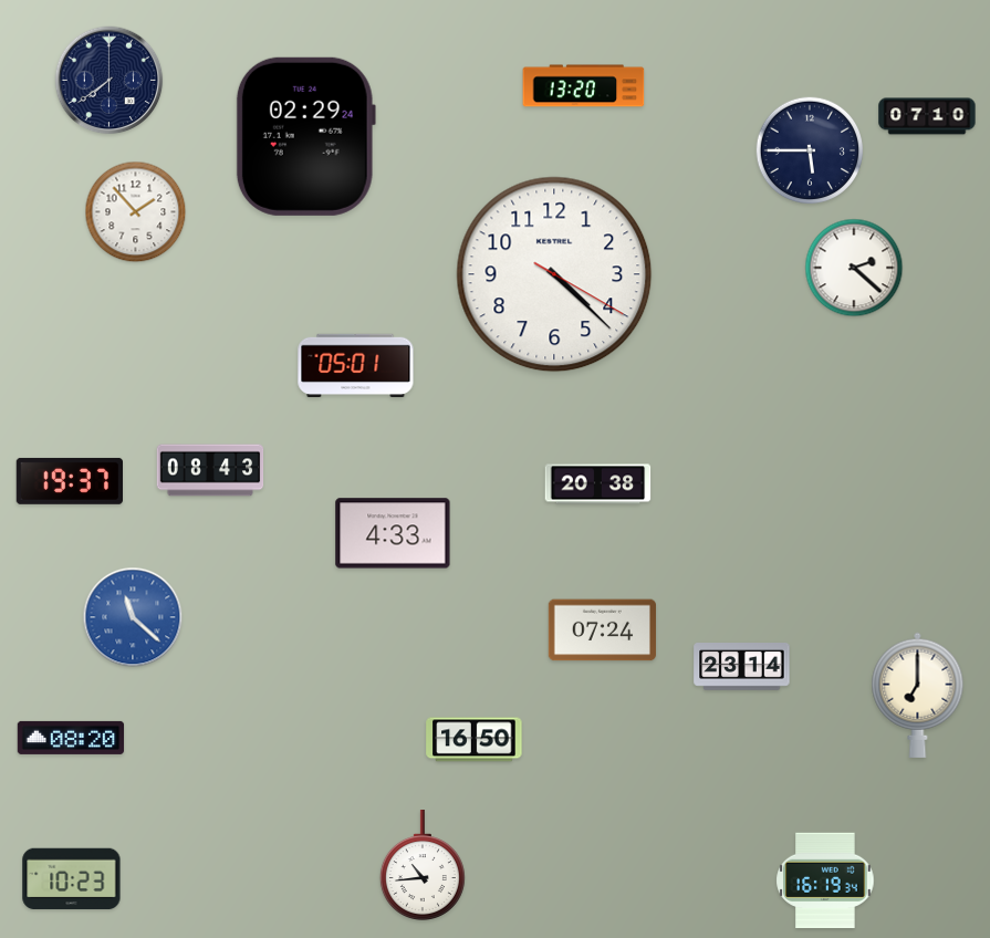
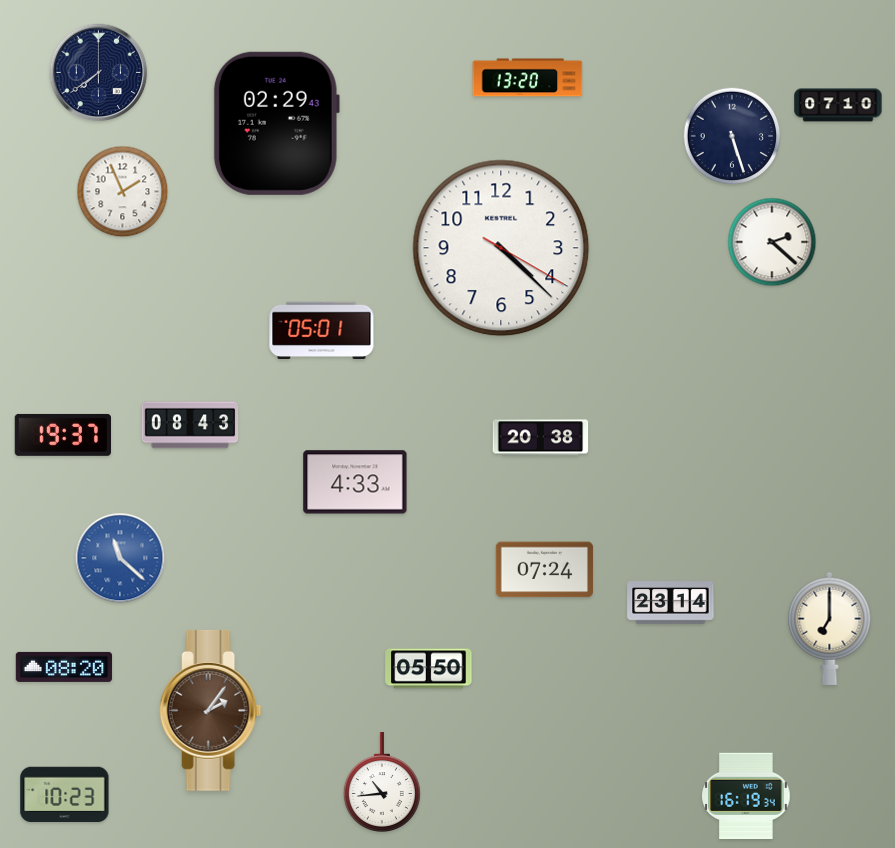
clock at (305, 136): 02:29:24 -> 02:29:43
clock at (810, 150): 5:45 -> 5:27
clock at (136, 212): 1:53 -> 1:56
clock at (475, 740): 16:50 -> 05:50
clock at (211, 711): none -> 2:06
